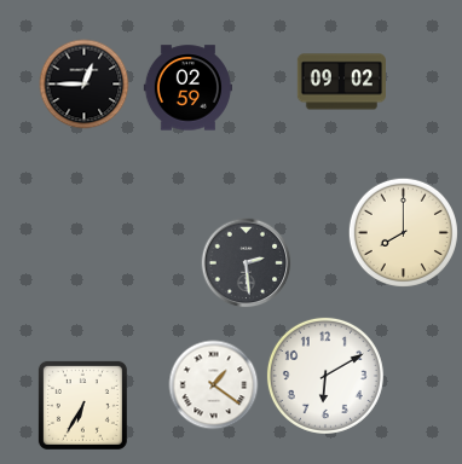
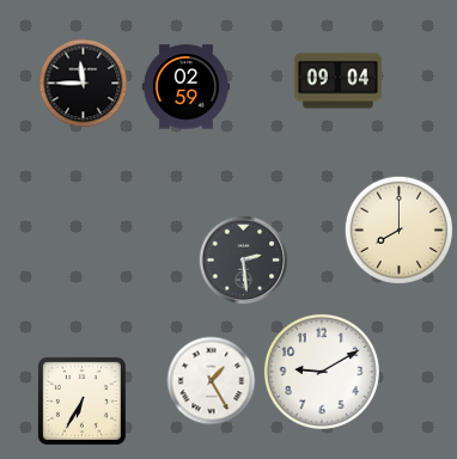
clock at (341, 82): 09:02 -> 09:04
clock at (85, 85): 12:45 -> 11:45
clock at (325, 376): 6:10 -> 9:10
clock at (214, 385): 1:21 -> 1:25
